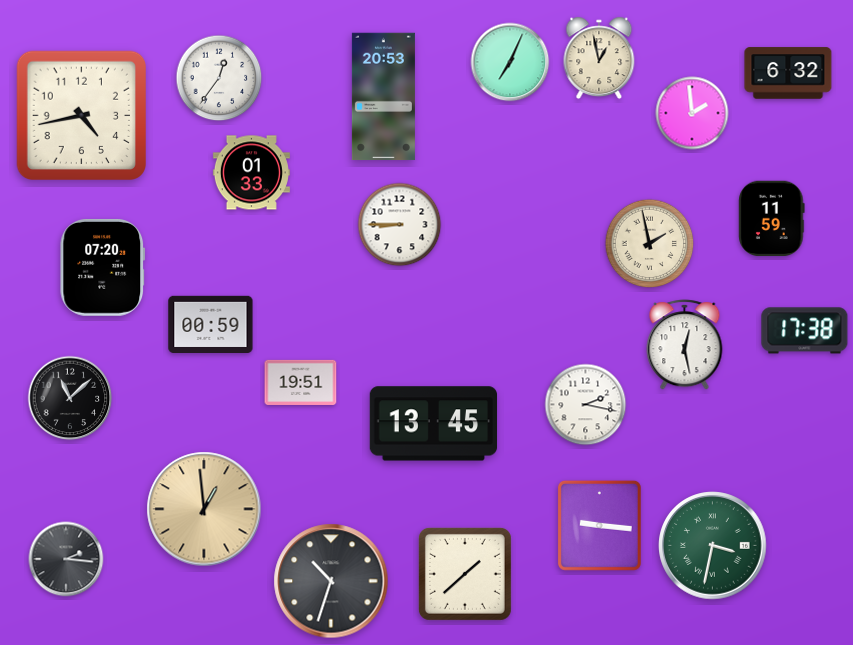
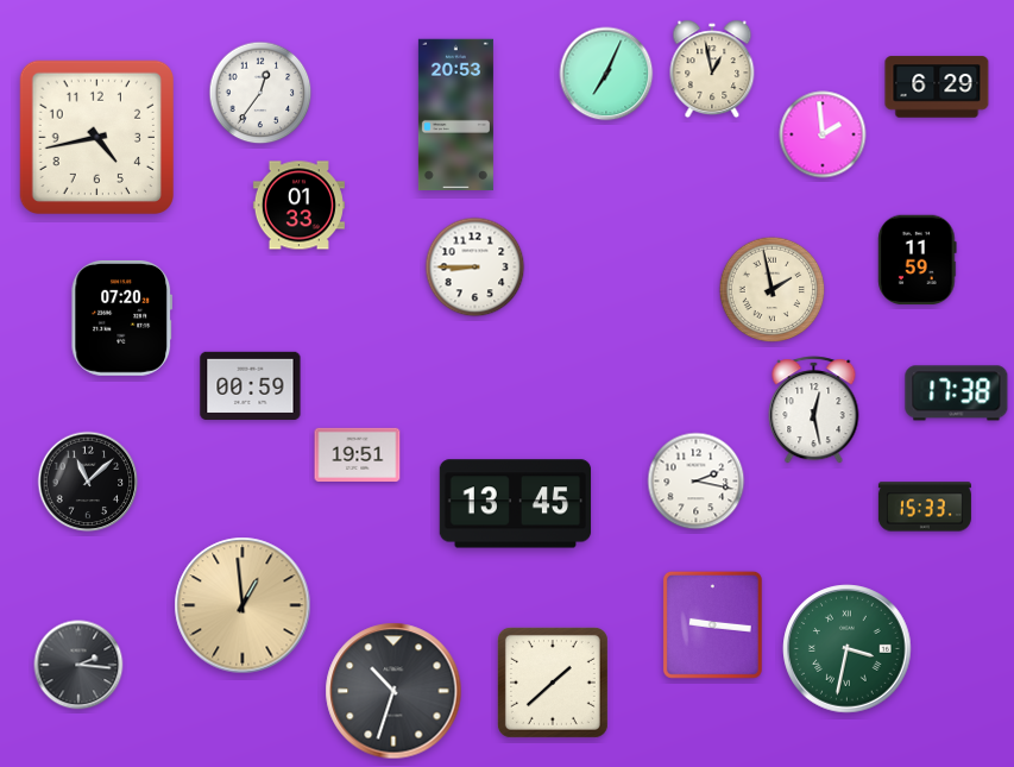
clock at (788, 73): 6:32 -> 6:29
clock at (70, 398) position: (70, 398) -> (88, 482)
clock at (925, 507): none -> 15:33
